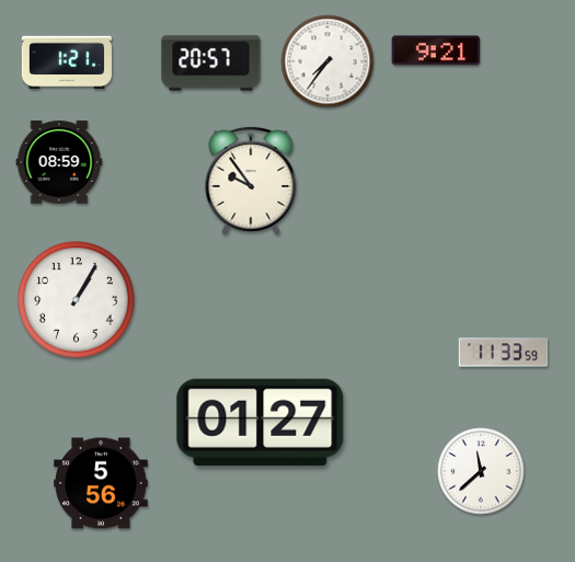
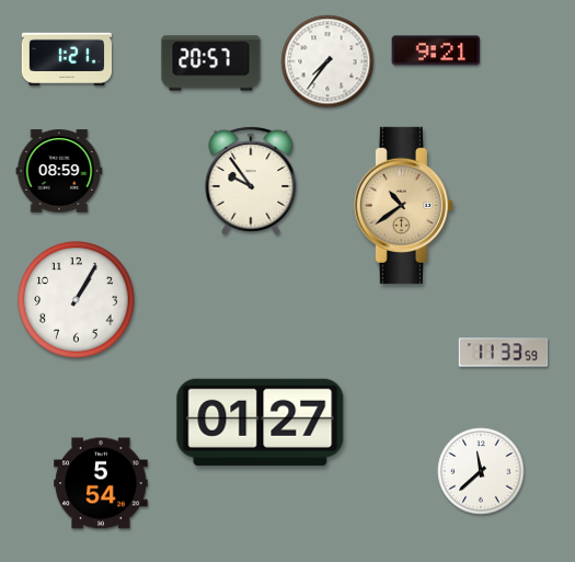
clock at (66, 62) position: (66, 62) -> (66, 59)
clock at (59, 162) position: (59, 162) -> (59, 171)
clock at (403, 205): none -> 10:39
clock at (101, 483): 5:56 -> 5:54
